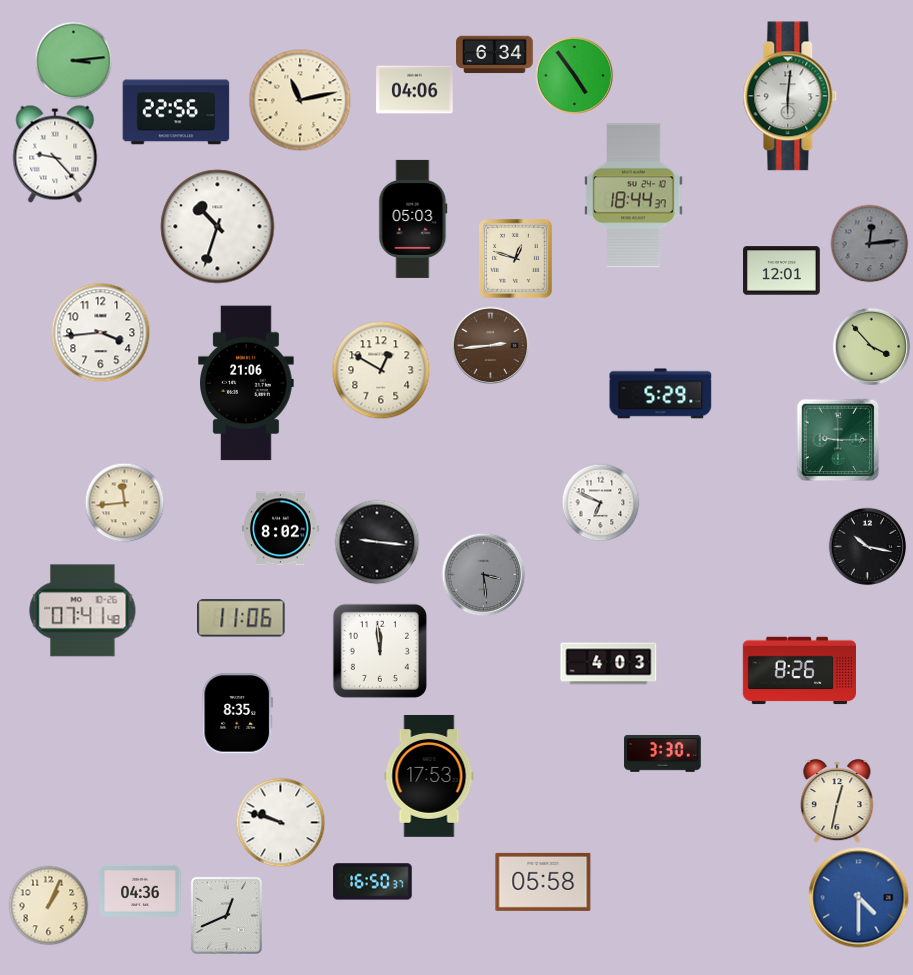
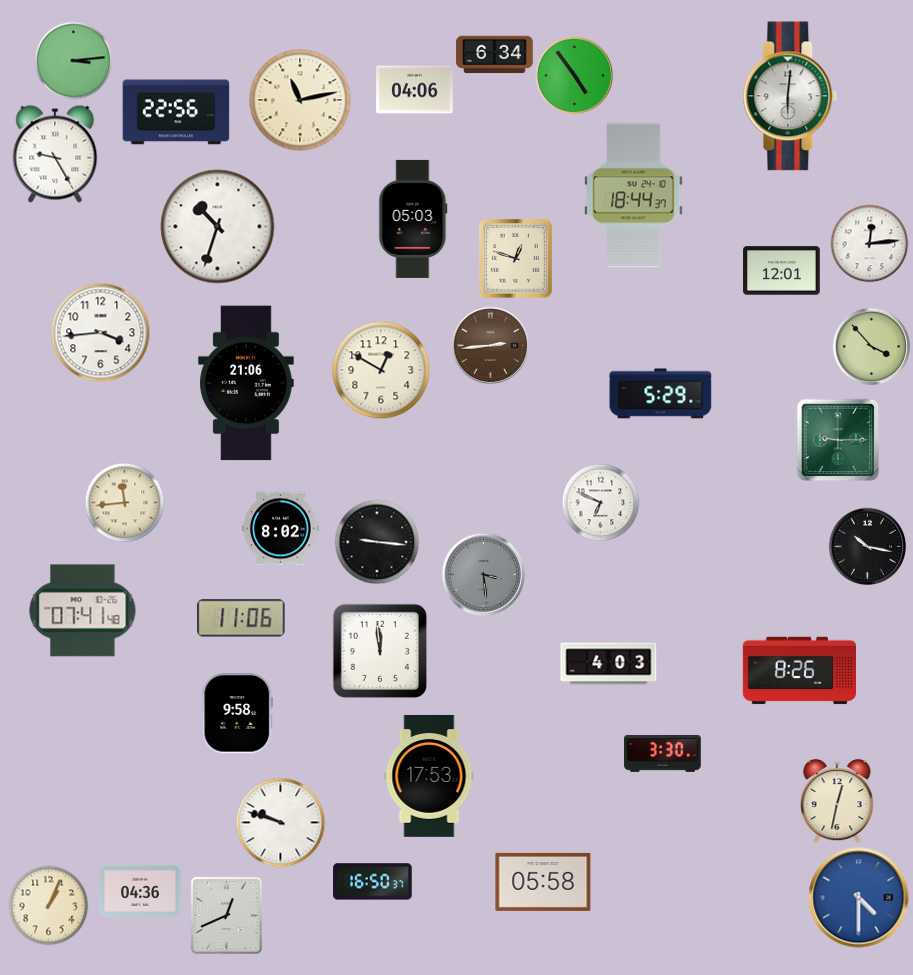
clock at (55, 154): 9:23 -> 9:25
clock at (869, 243) dial: grey -> white
clock at (238, 714): 8:35 -> 9:58
